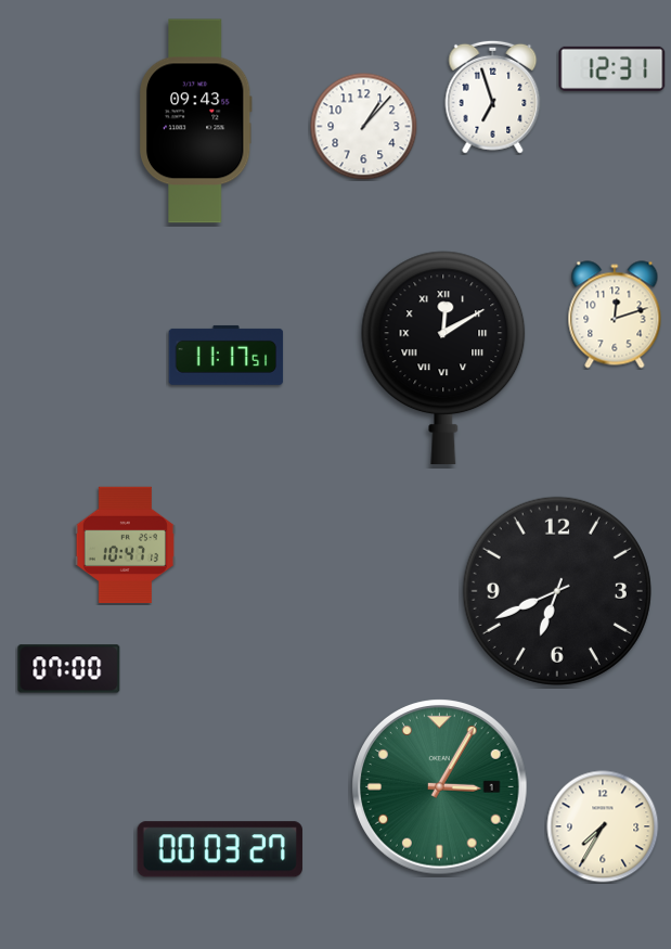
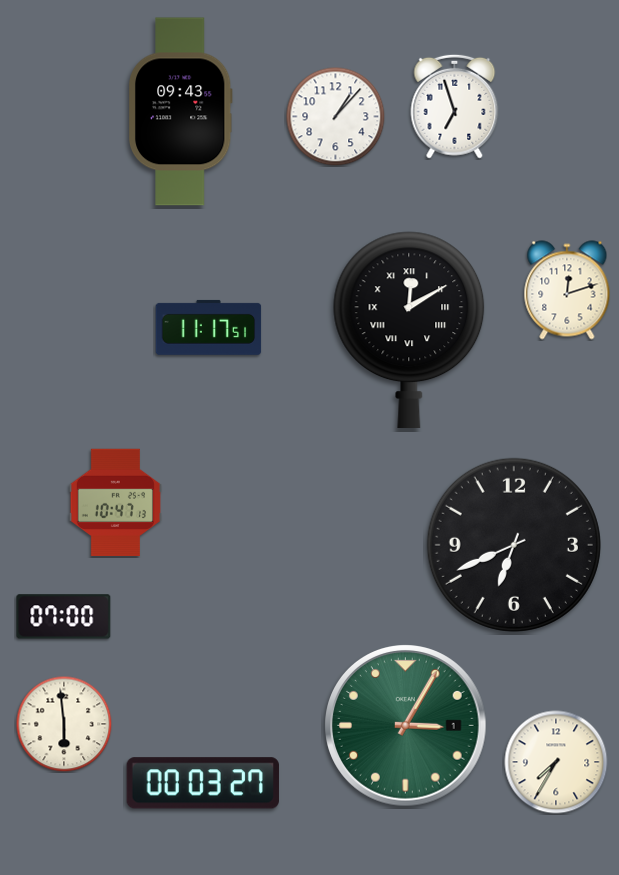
clock at (612, 68): 12:31 -> none
clock at (493, 97) position: (493, 97) -> (455, 106)
clock at (64, 724): none -> 5:59
